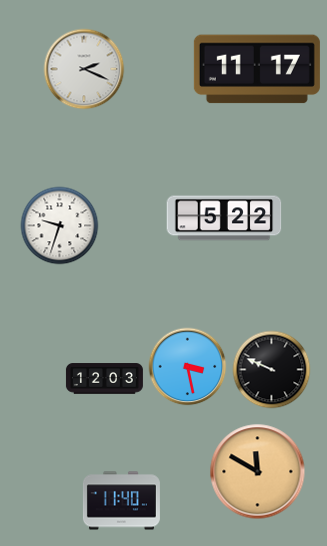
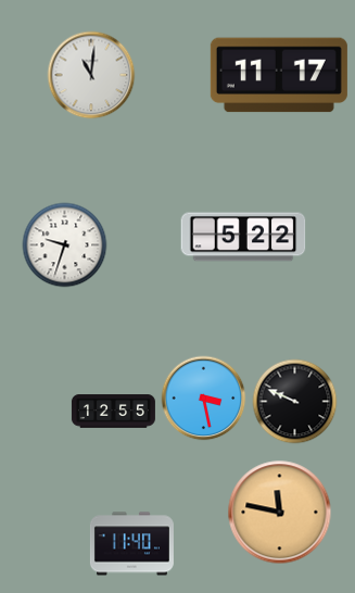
clock at (84, 69): 2:19 -> 11:01
clock at (104, 379): 12:03 -> 12:55
clock at (257, 471): 11:50 -> 11:47
